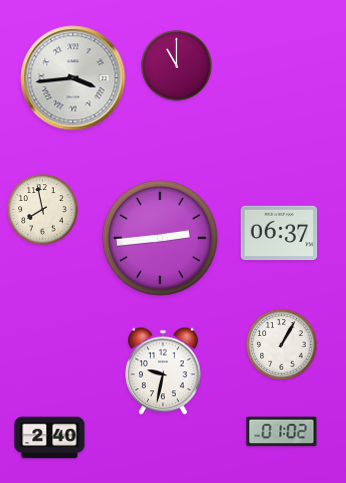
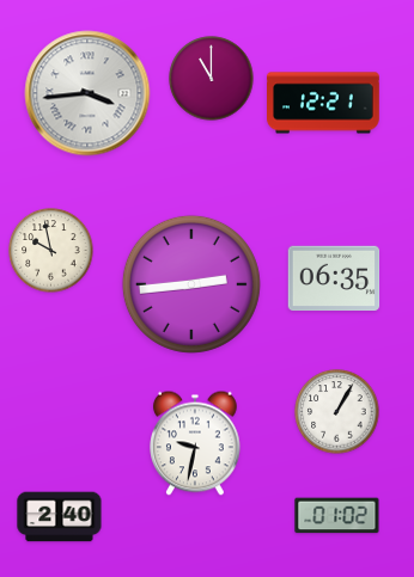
clock at (324, 103): none -> 12:21
clock at (43, 210): 7:58 -> 9:58
clock at (279, 233): 06:37 -> 06:35
clock at (50, 438) position: (50, 438) -> (60, 517)
